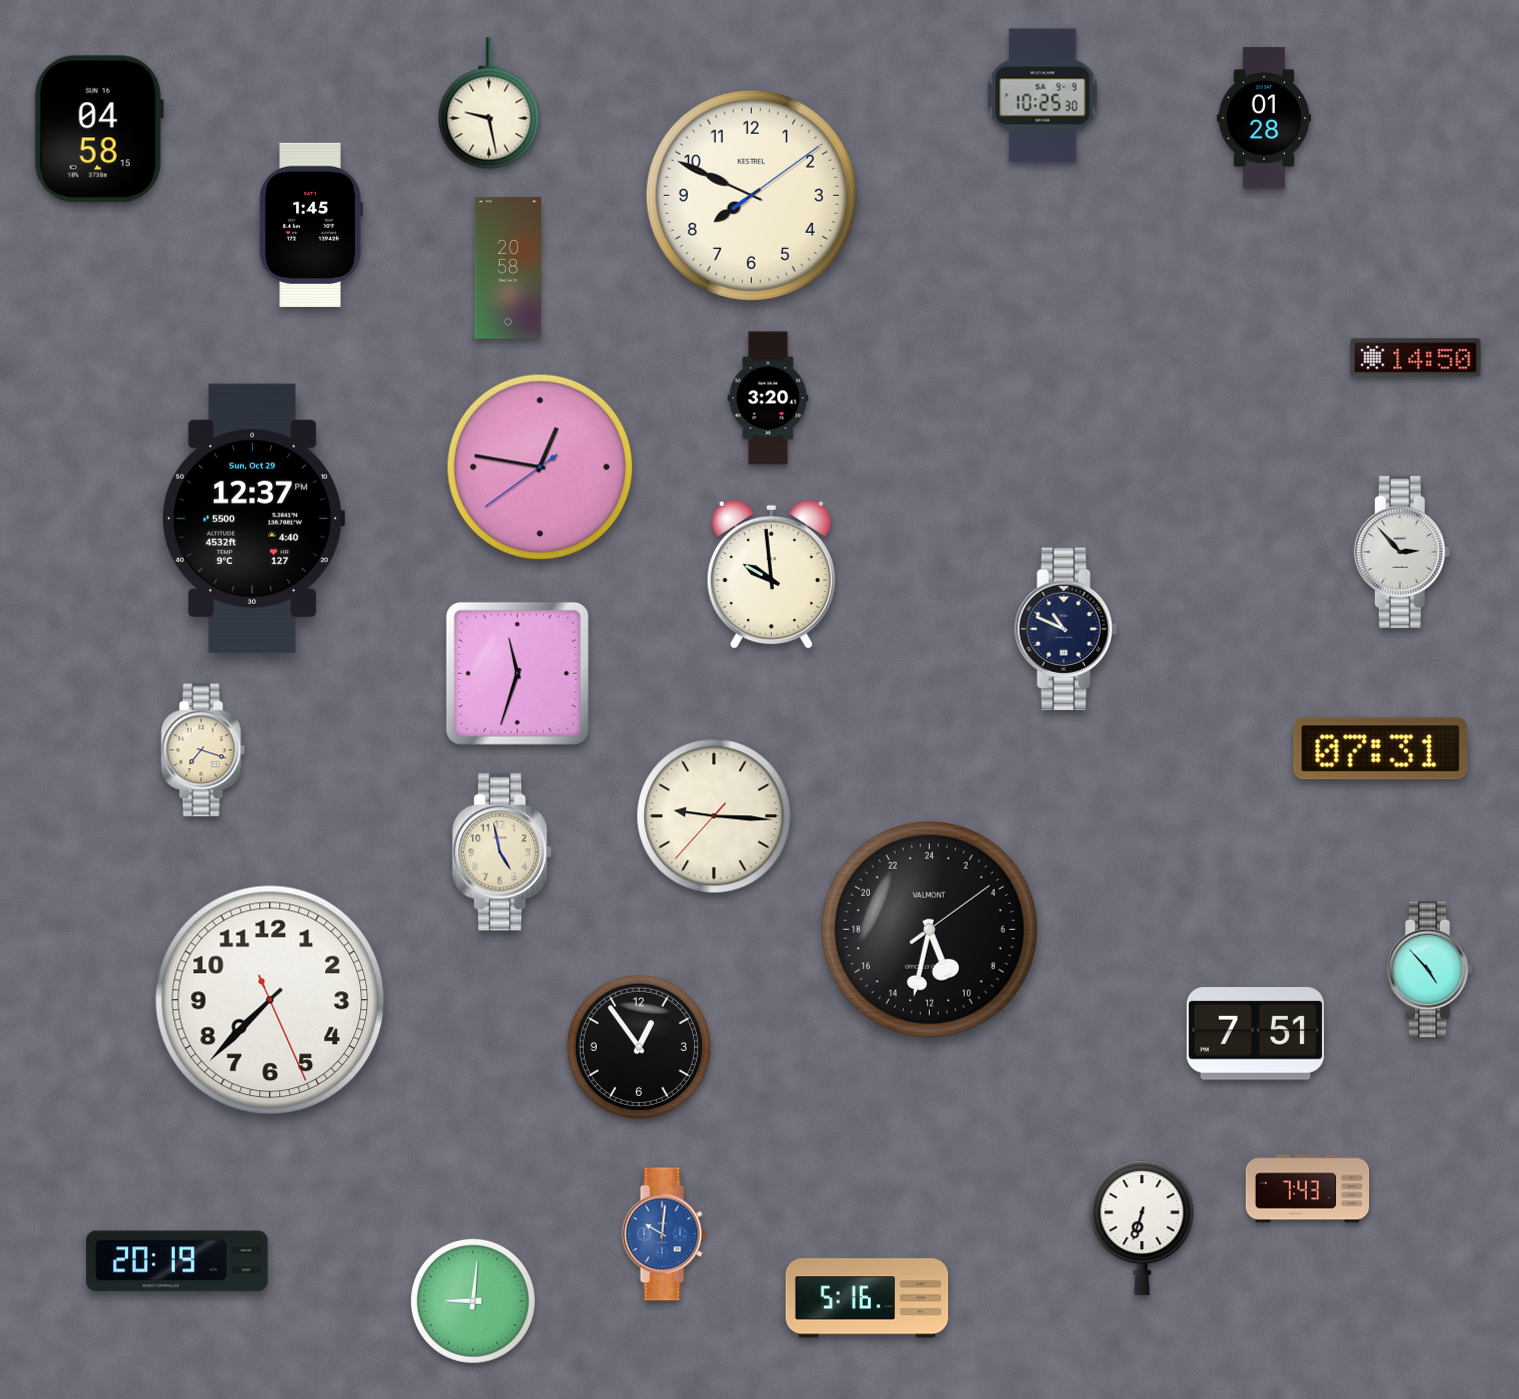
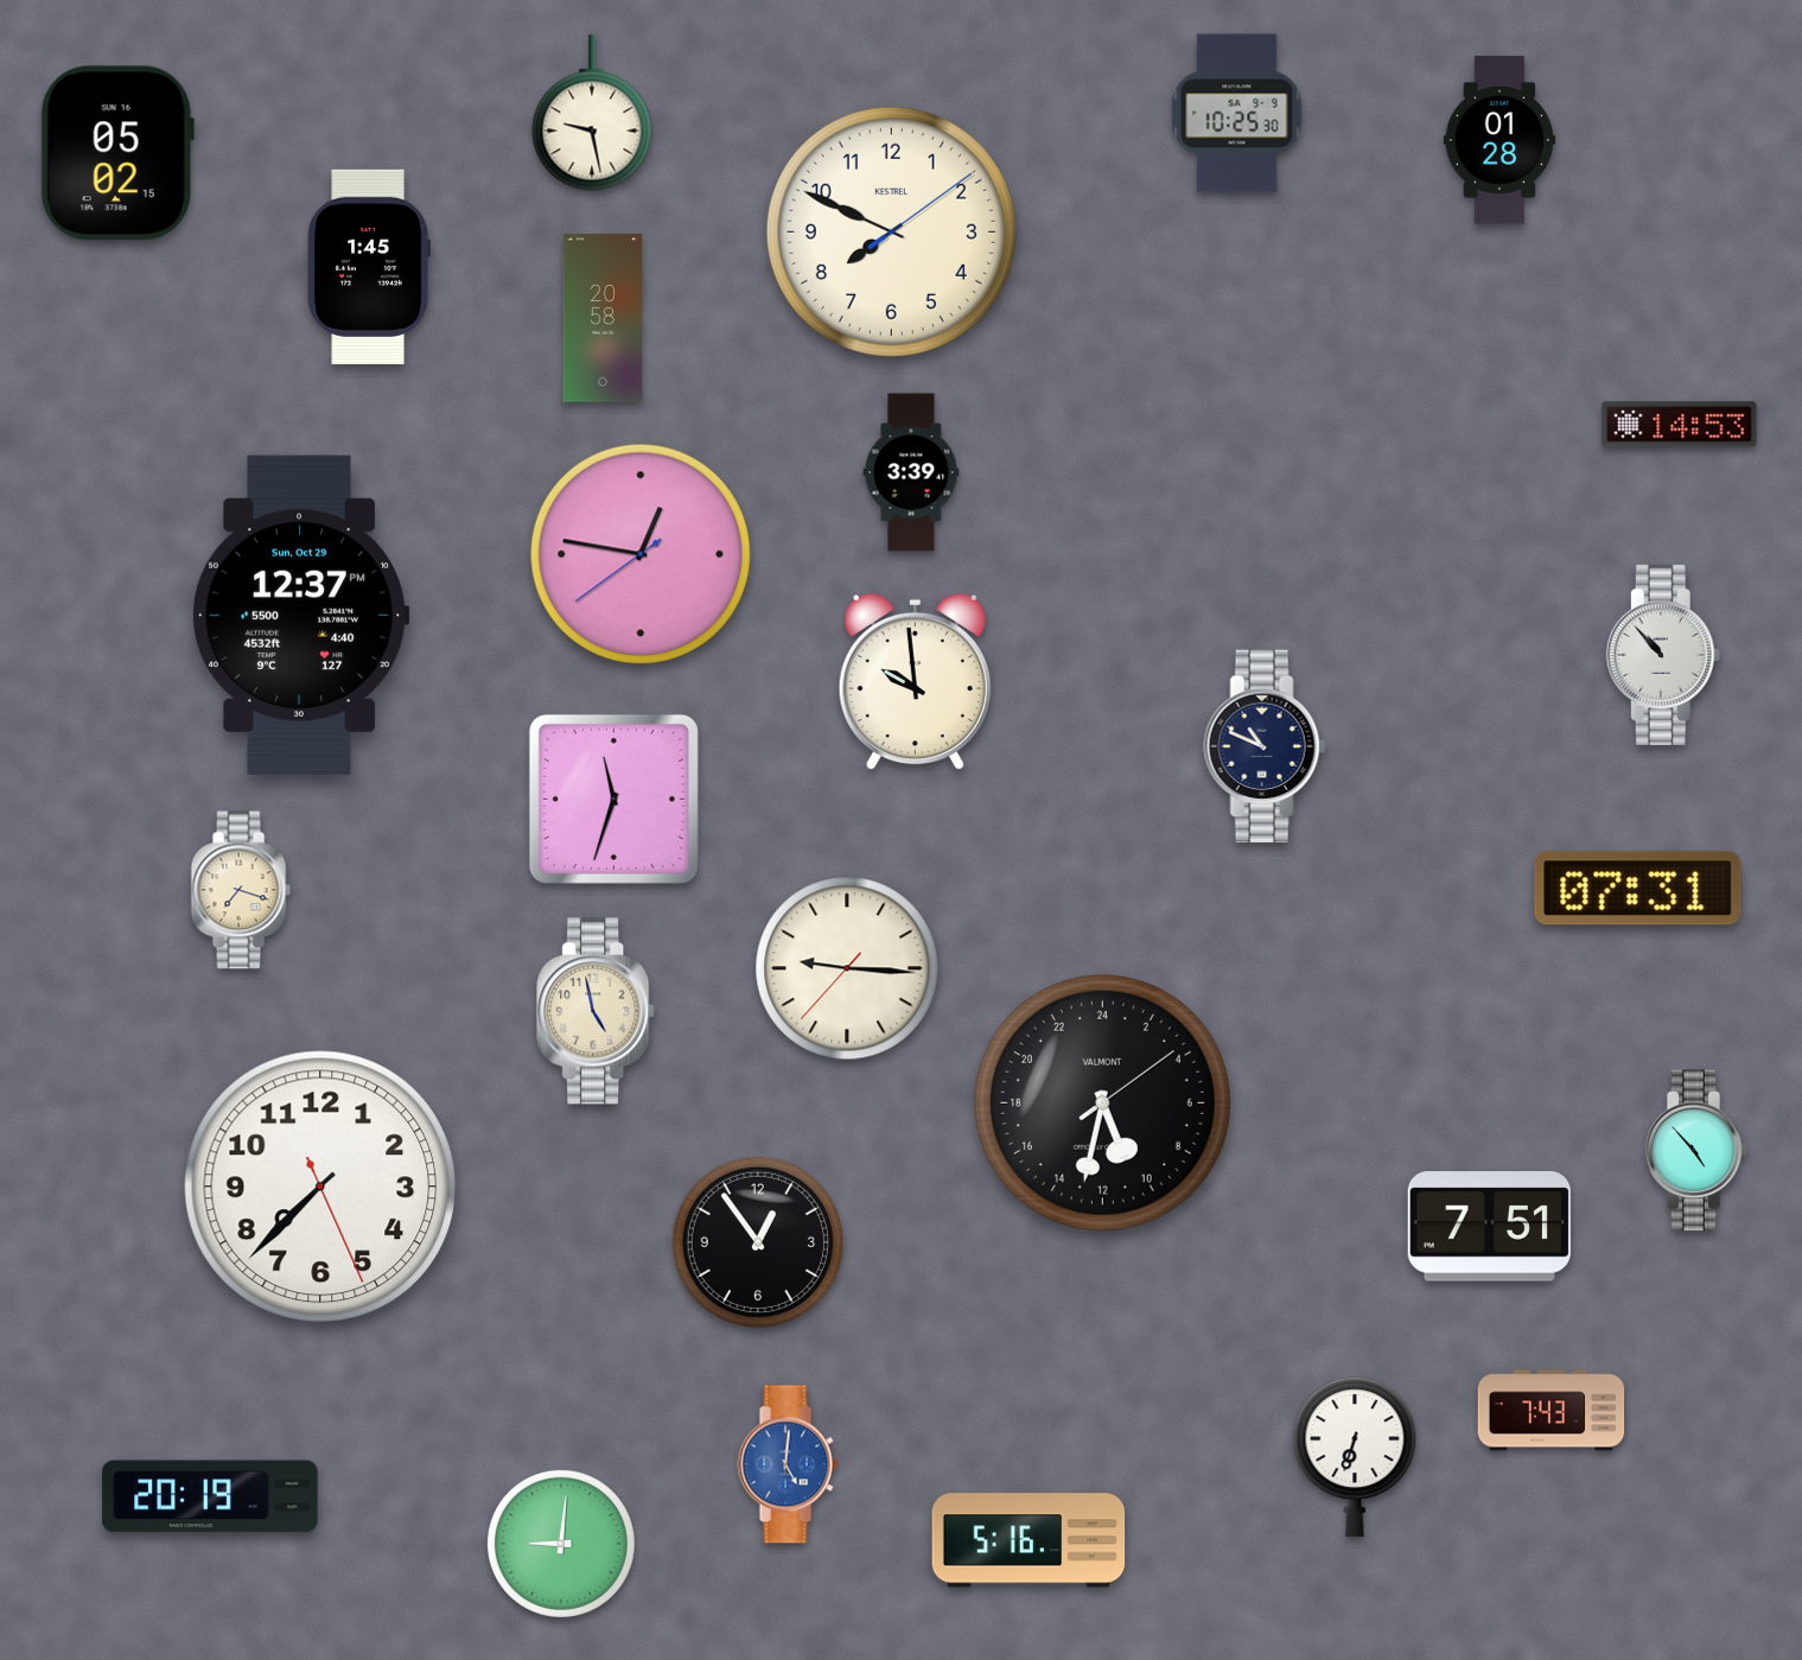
clock at (489, 103) position: (489, 103) -> (592, 113)
clock at (99, 129): 04:58 -> 05:02
clock at (1416, 358): 14:50 -> 14:53
clock at (768, 398): 3:20 -> 3:39
clock at (1402, 552): 2:53 -> 10:53
clock at (664, 1234): 10:01 -> 5:01
